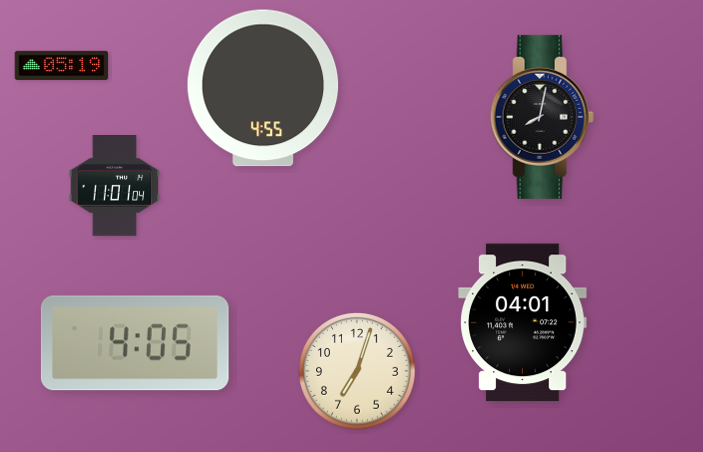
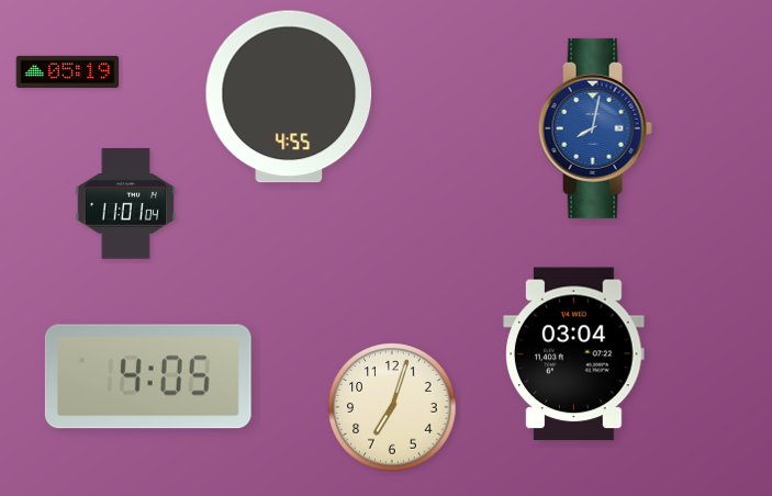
clock at (542, 117) dial: black -> blue
clock at (523, 323): 04:01 -> 03:04
